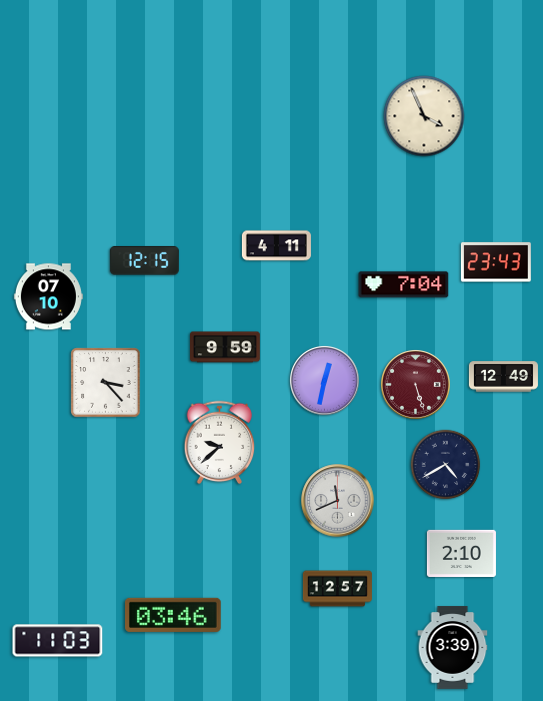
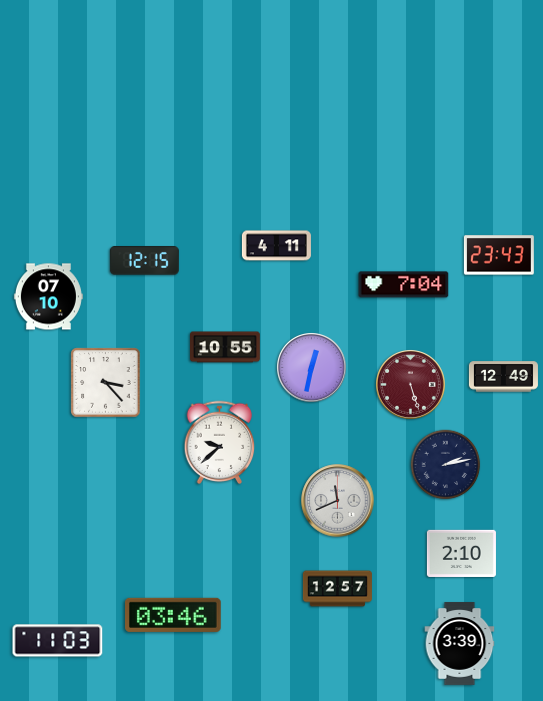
clock at (424, 116): 3:56 -> none
clock at (496, 262) position: (496, 262) -> (499, 255)
clock at (226, 347): 9:59 -> 10:55
clock at (325, 381) position: (325, 381) -> (312, 368)
clock at (416, 385) position: (416, 385) -> (411, 385)
clock at (446, 465): 4:40 -> 2:13
clock at (453, 648) position: (453, 648) -> (460, 644)
